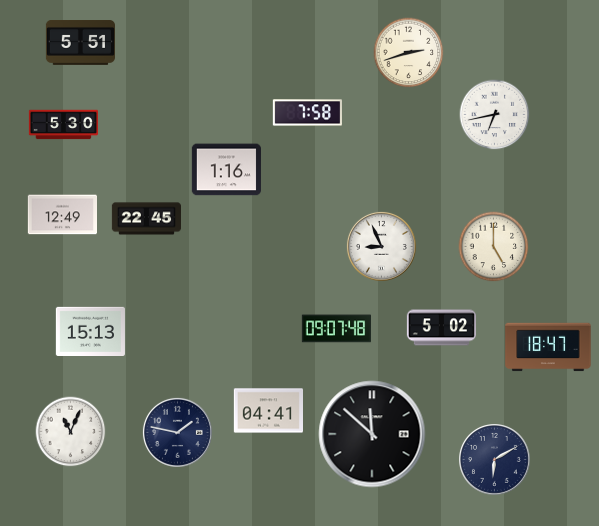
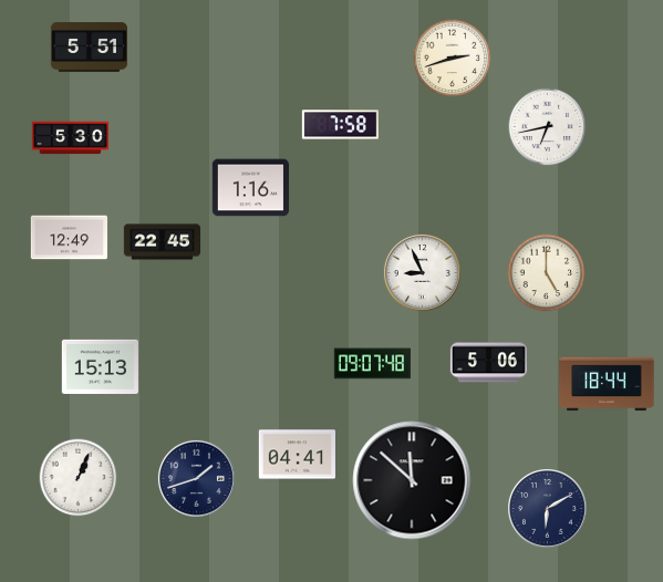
clock at (441, 328): 5:02 -> 5:06
clock at (548, 347): 18:47 -> 18:44
clock at (71, 432): 11:04 -> 1:04
clock at (177, 432): 1:47 -> 1:42
